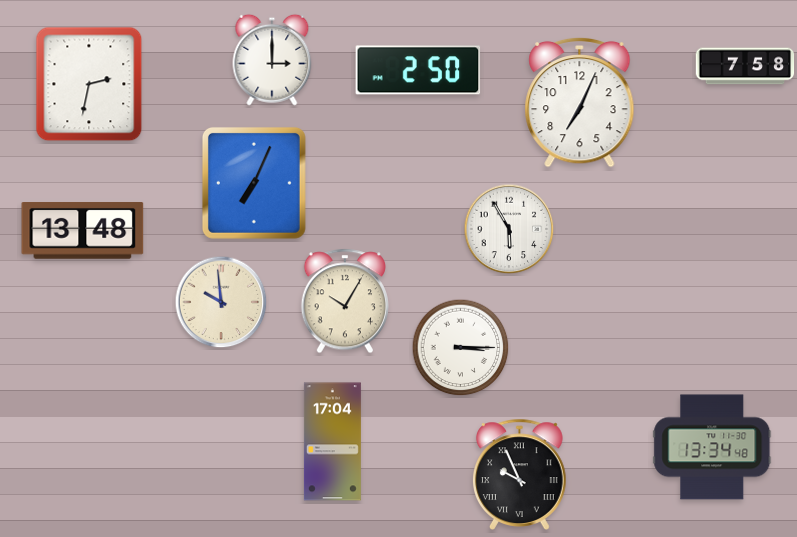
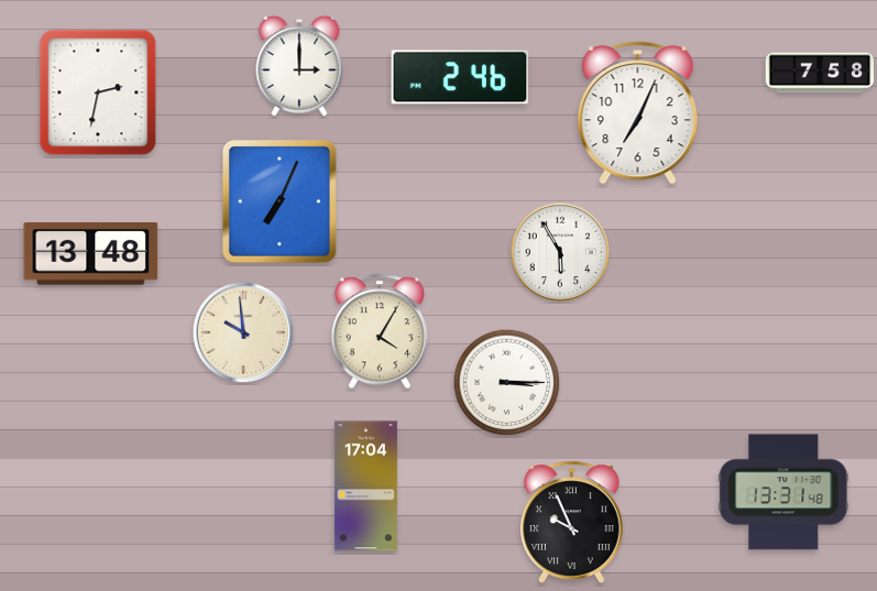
clock at (418, 70): 2:50 -> 2:46
clock at (345, 301): 10:05 -> 4:05
clock at (712, 447): 13:34 -> 13:31
